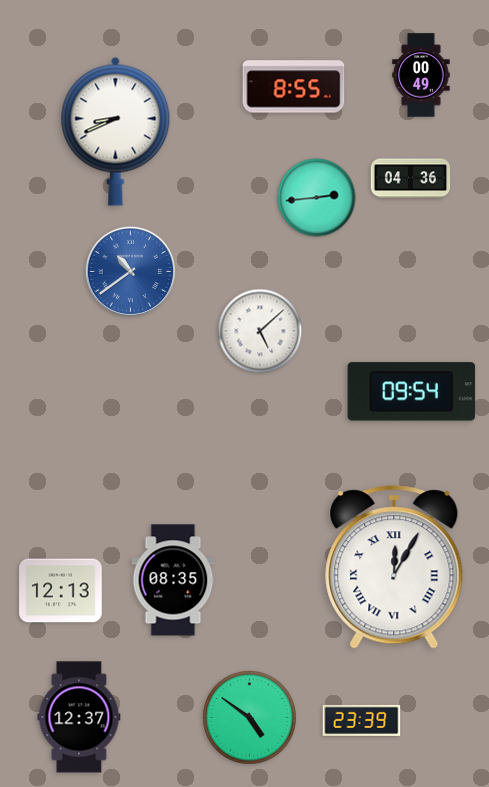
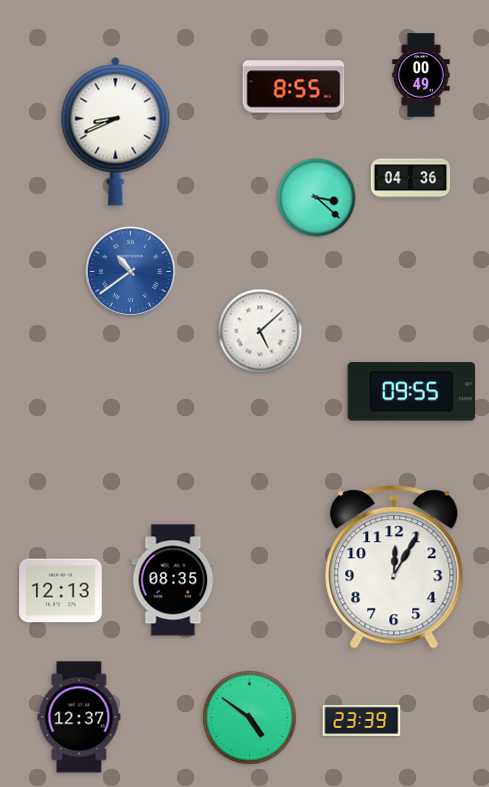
clock at (317, 198): 2:44 -> 3:22
clock at (412, 392): 09:54 -> 09:55
clock at (394, 567) numerals: Roman -> Arabic
